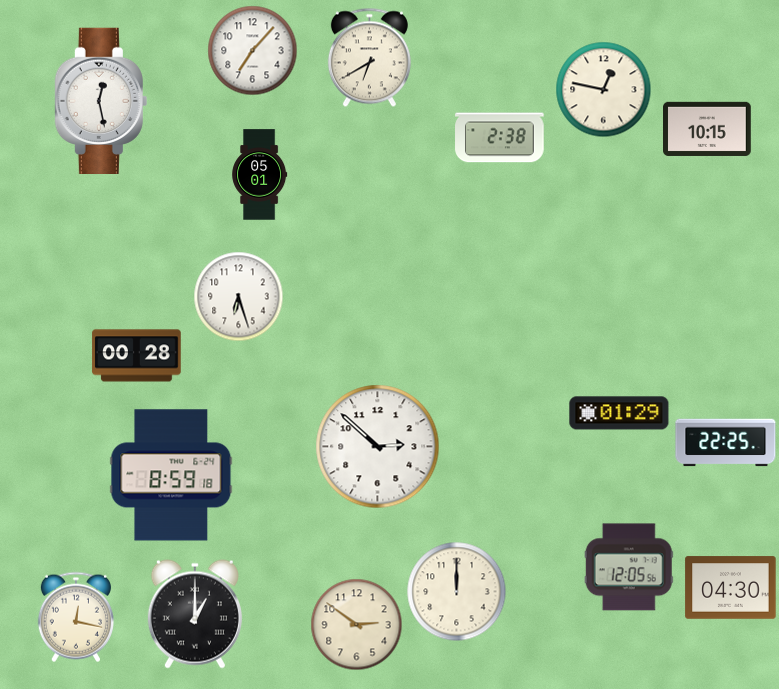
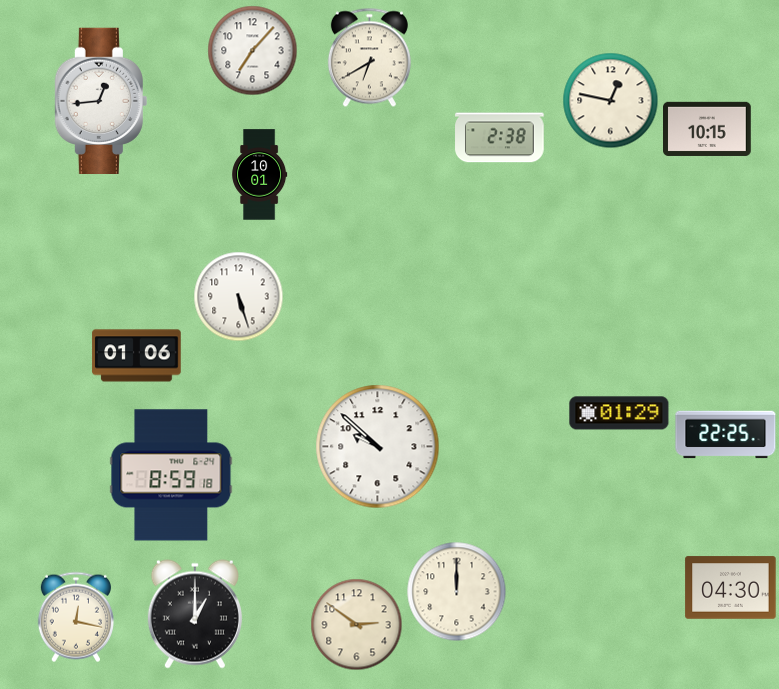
clock at (604, 90) position: (604, 90) -> (611, 101)
clock at (101, 100): 12:28 -> 12:44
clock at (260, 175): 05:01 -> 10:01
clock at (239, 297): 6:27 -> 5:27
clock at (137, 356): 00:28 -> 01:06
clock at (726, 443) position: (726, 443) -> (726, 435)
clock at (378, 447): 2:52 -> 9:52
clock at (629, 567): 12:05 -> none
